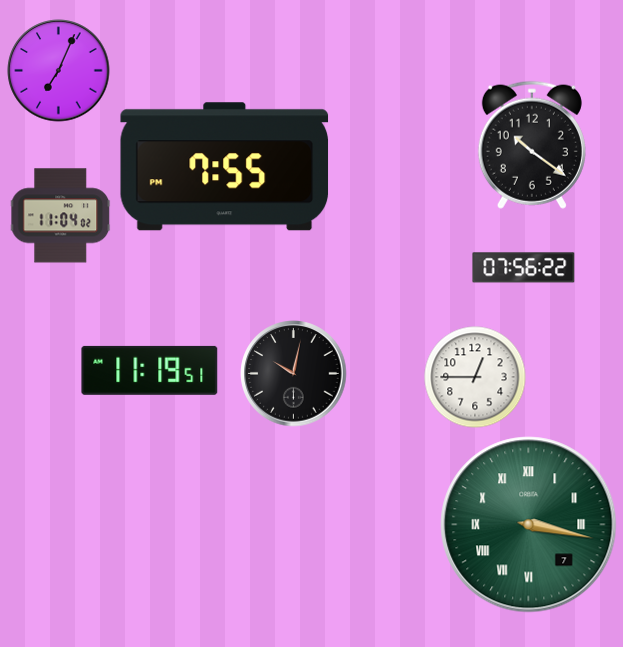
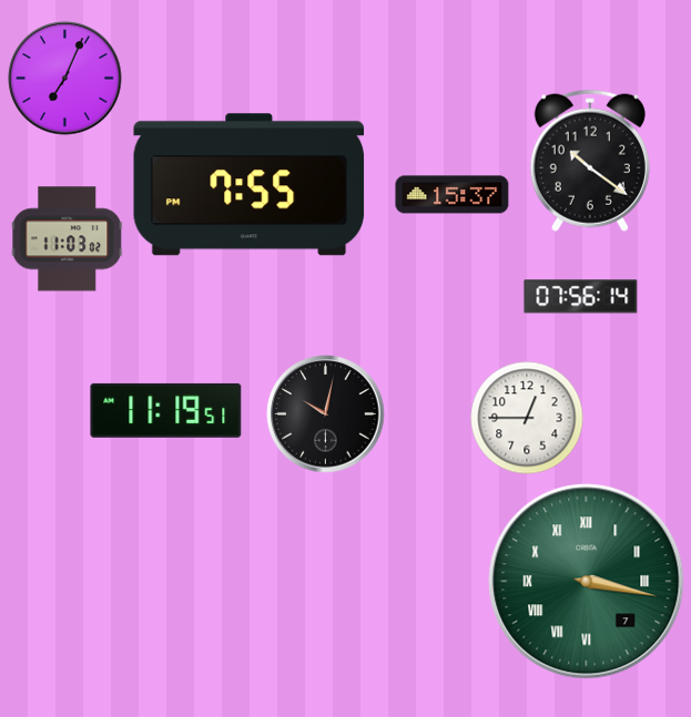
clock at (453, 195): none -> 15:37
clock at (61, 216): 11:04 -> 11:03
clock at (524, 268): 07:56:22 -> 07:56:14
